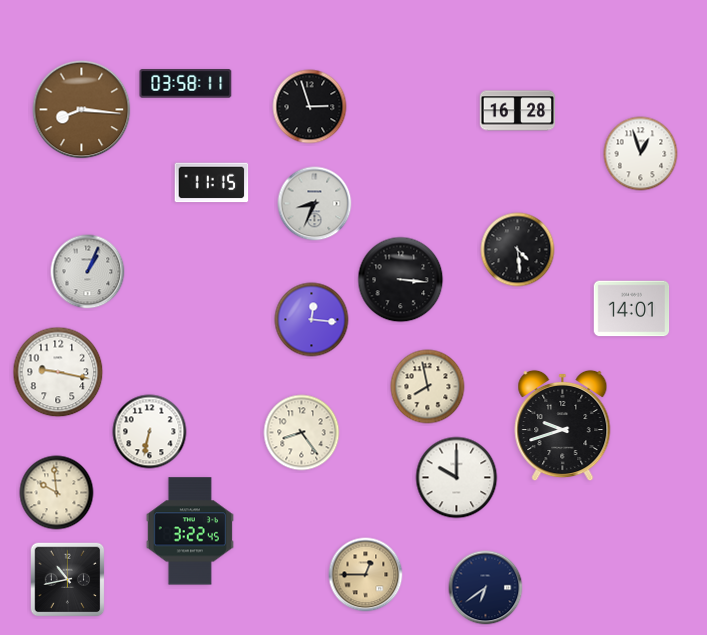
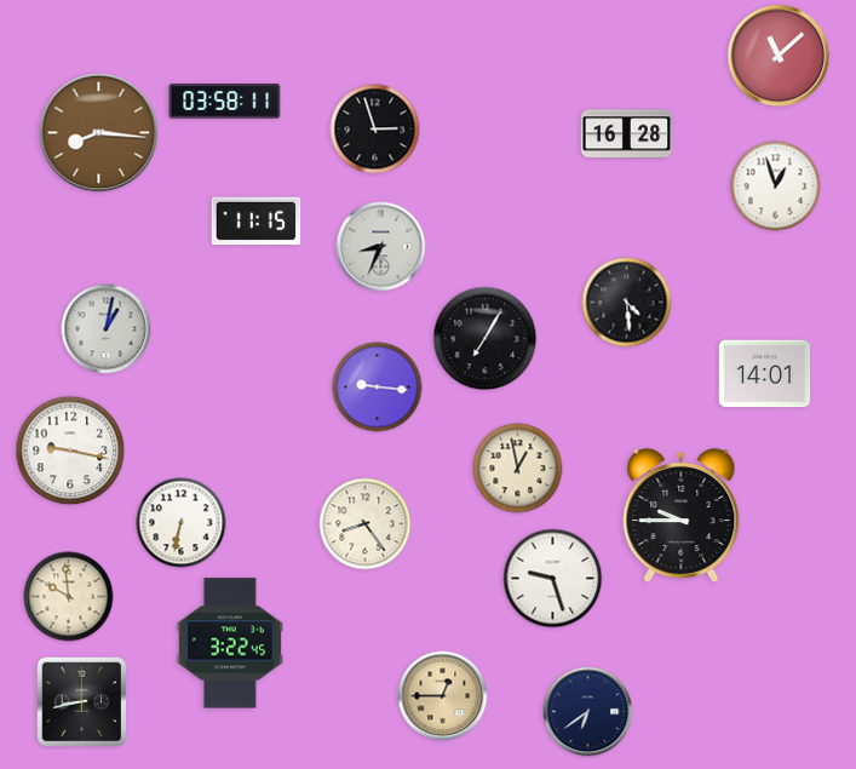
clock at (779, 56): none -> 11:08
clock at (88, 272): 1:04 -> 1:02
clock at (401, 280): 3:16 -> 7:05
clock at (312, 320): 12:16 -> 9:16
clock at (428, 387): 7:58 -> 12:58
clock at (563, 426): 9:42 -> 9:45
clock at (457, 478): 10:00 -> 9:27
clock at (68, 580): 10:43 -> 8:43
